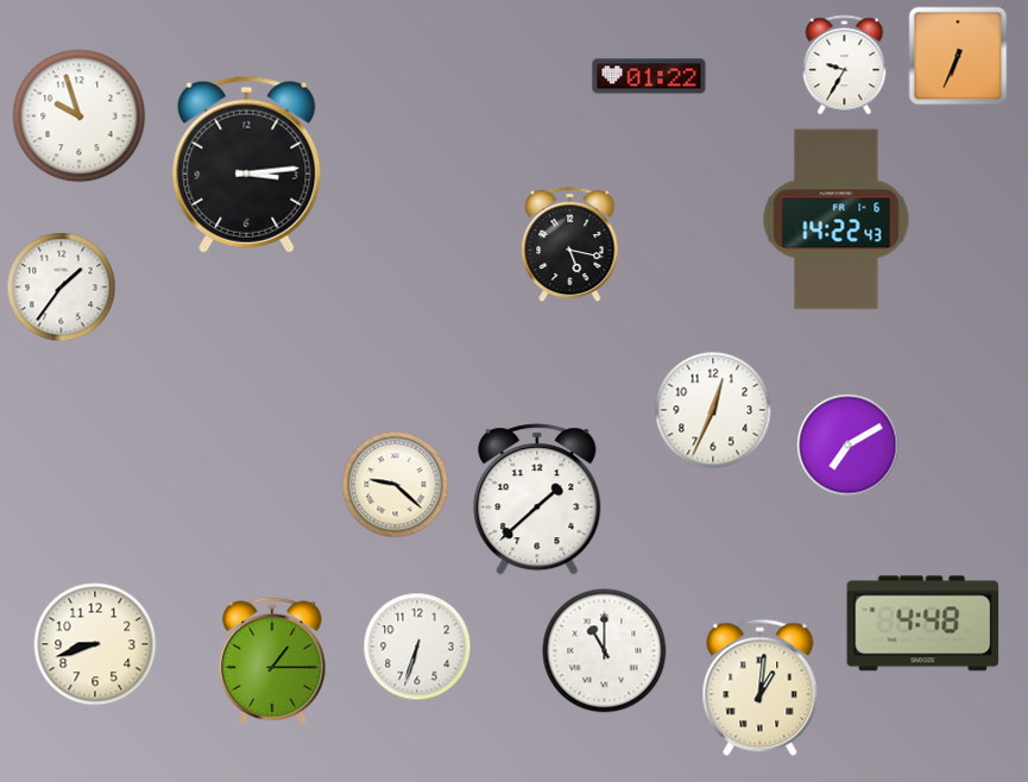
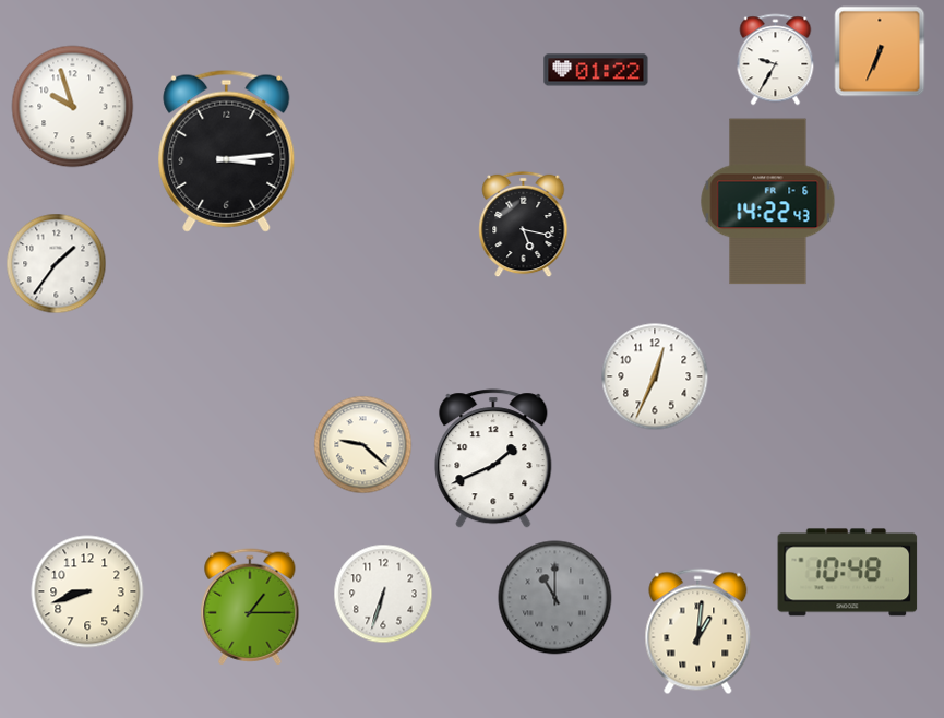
clock at (849, 446): 7:10 -> none
clock at (537, 499): 1:38 -> 1:41
clock at (923, 624): 4:48 -> 10:48
clock at (605, 651) dial: white -> grey
